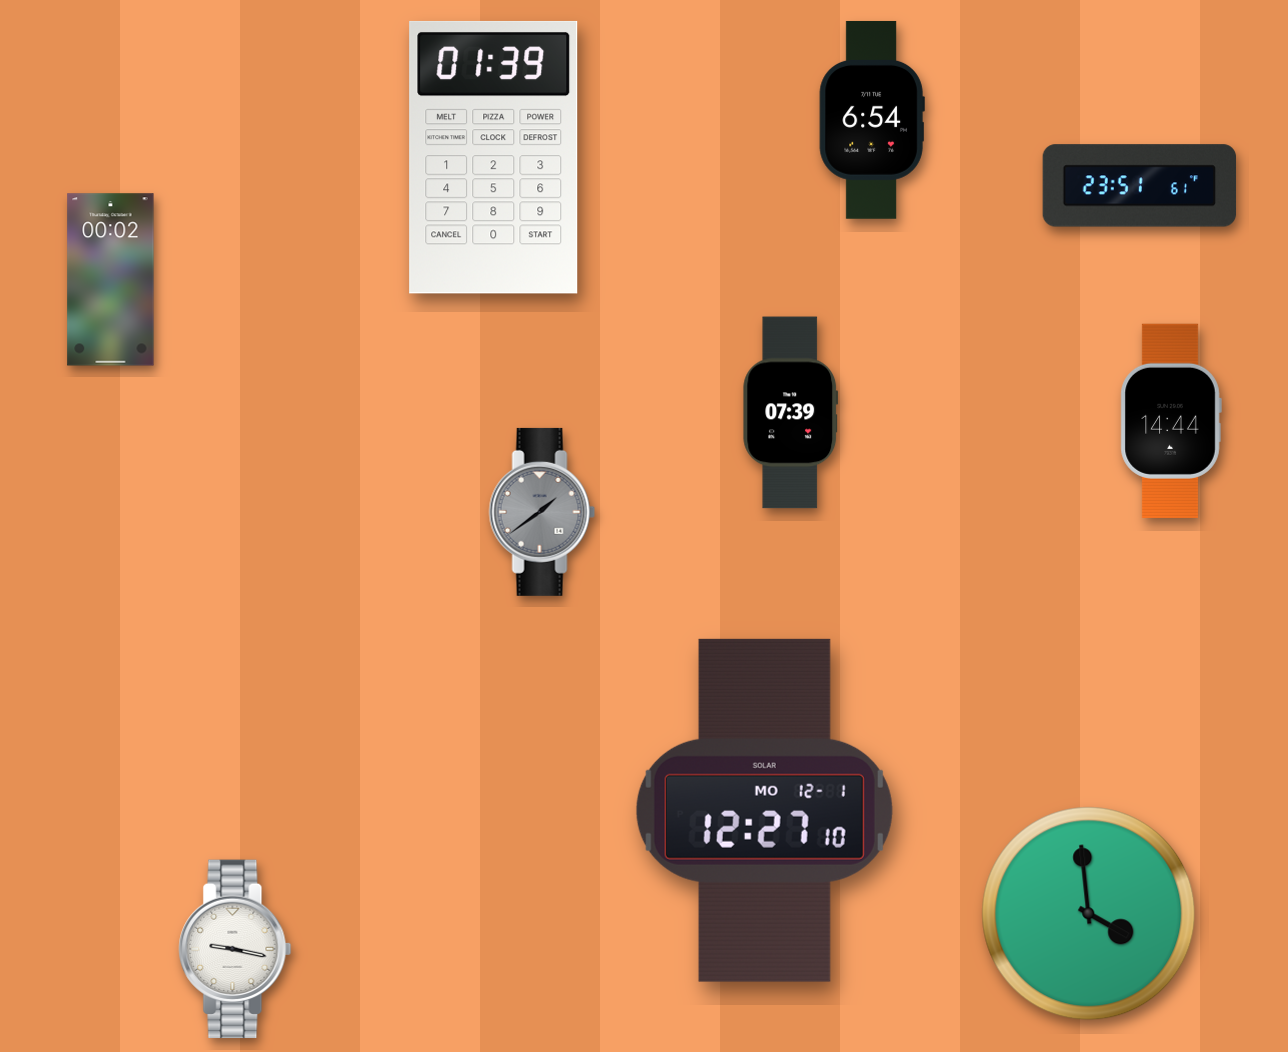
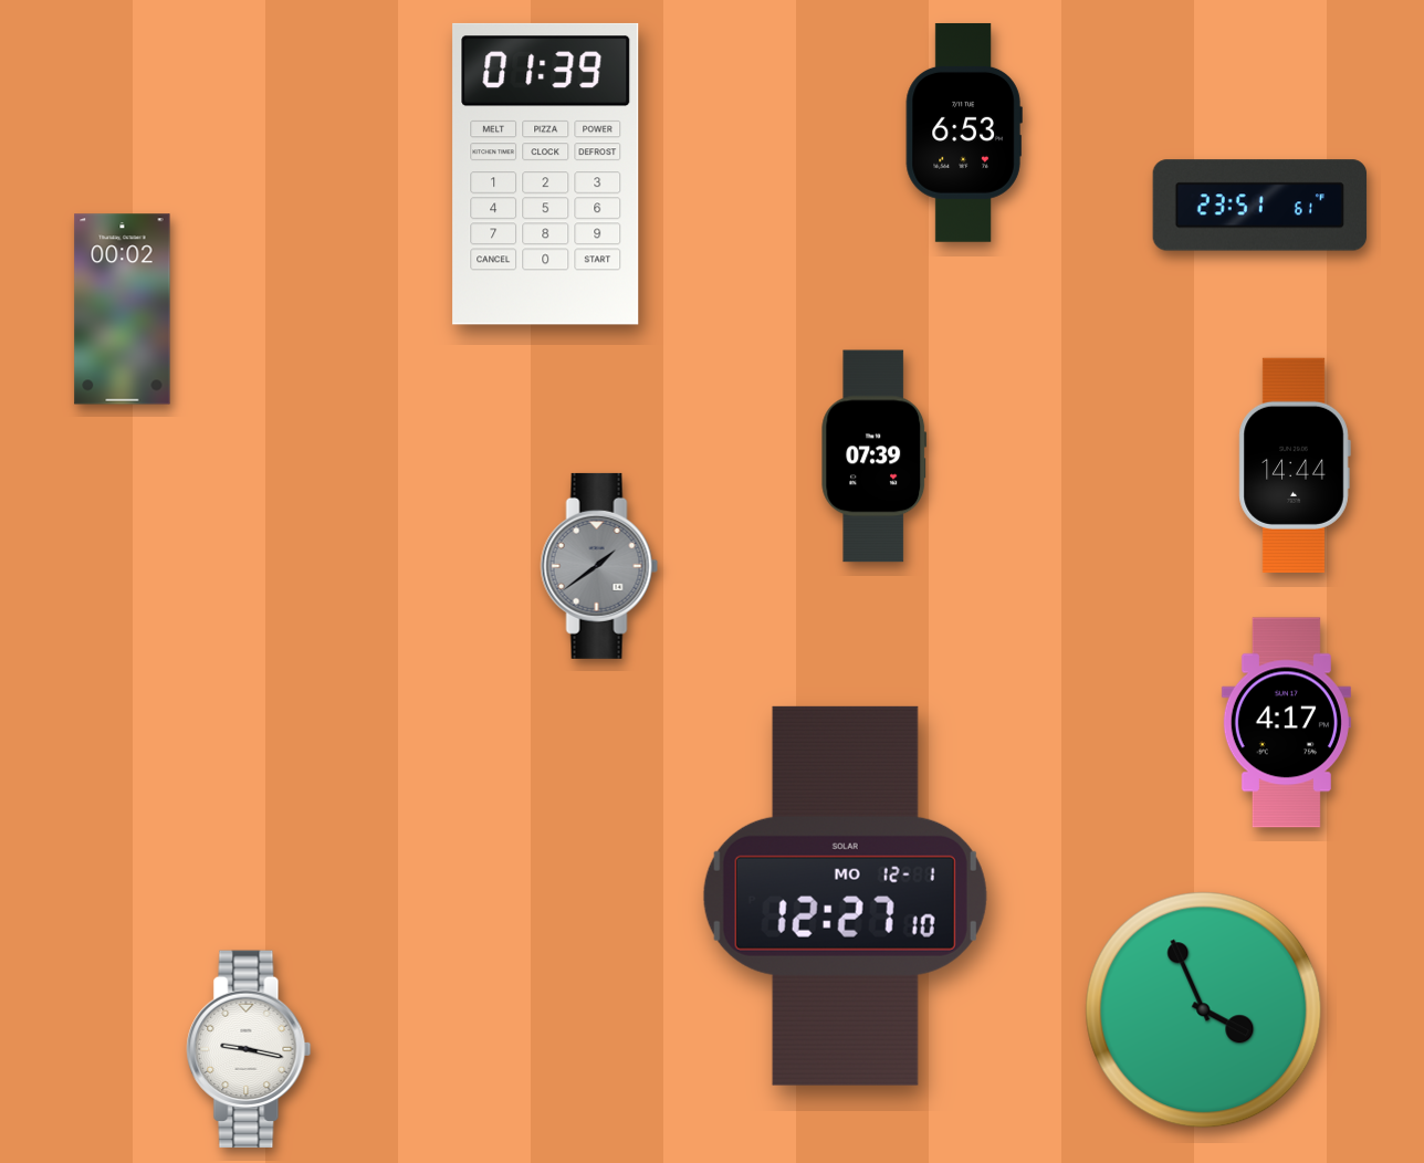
clock at (872, 120): 6:54 -> 6:53
clock at (1286, 723): none -> 4:17
clock at (1089, 914): 3:59 -> 3:56
clock at (235, 949) position: (235, 949) -> (249, 1049)
